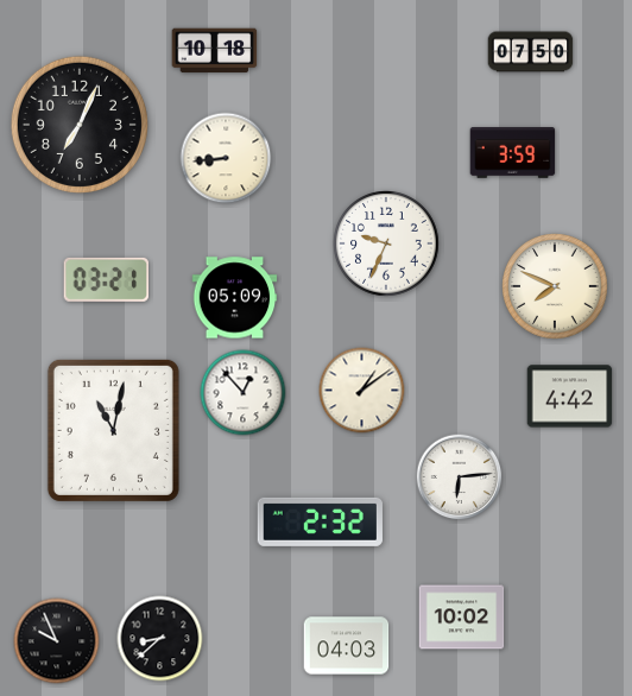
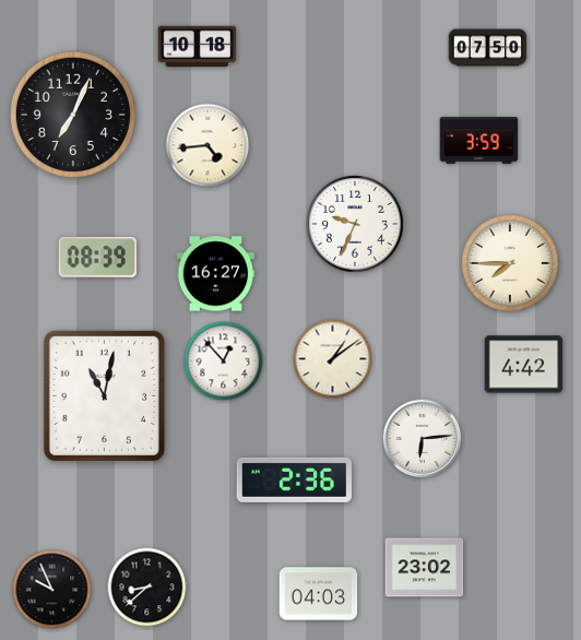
clock at (513, 153) position: (513, 153) -> (479, 141)
clock at (226, 158): 8:44 -> 4:44
clock at (107, 279): 03:21 -> 08:39
clock at (555, 286): 7:49 -> 7:45
clock at (235, 298): 05:09 -> 16:27
clock at (320, 521): 2:32 -> 2:36
clock at (462, 618): 10:02 -> 23:02
